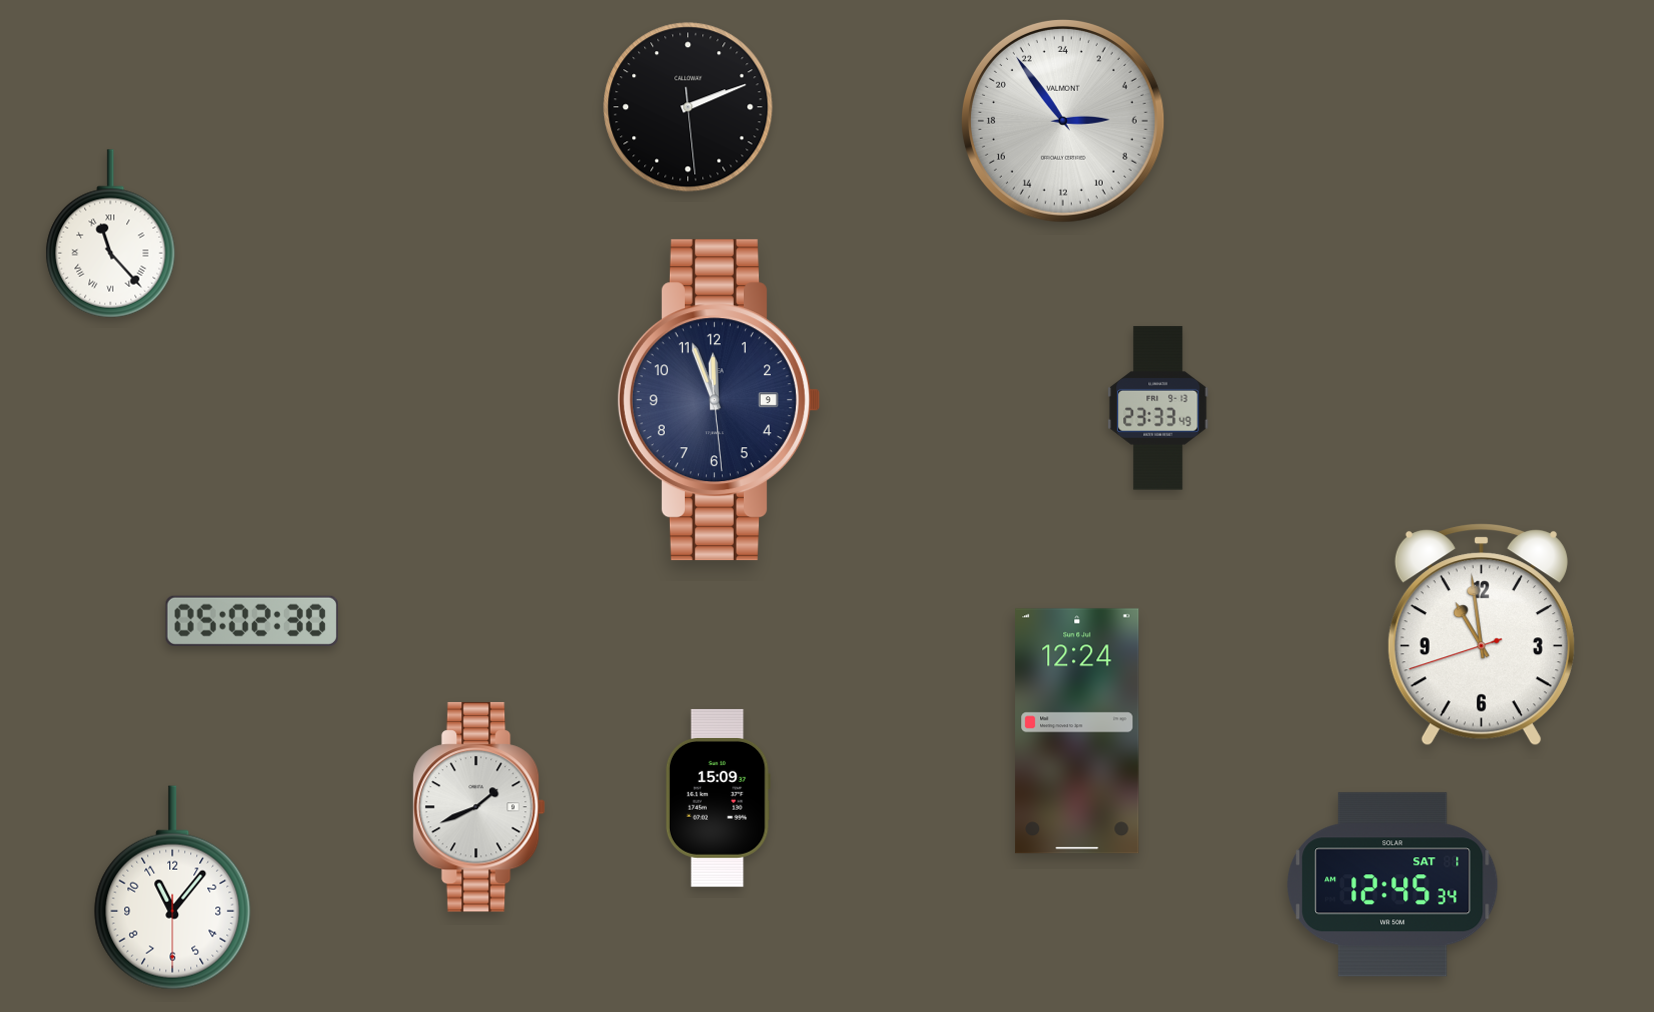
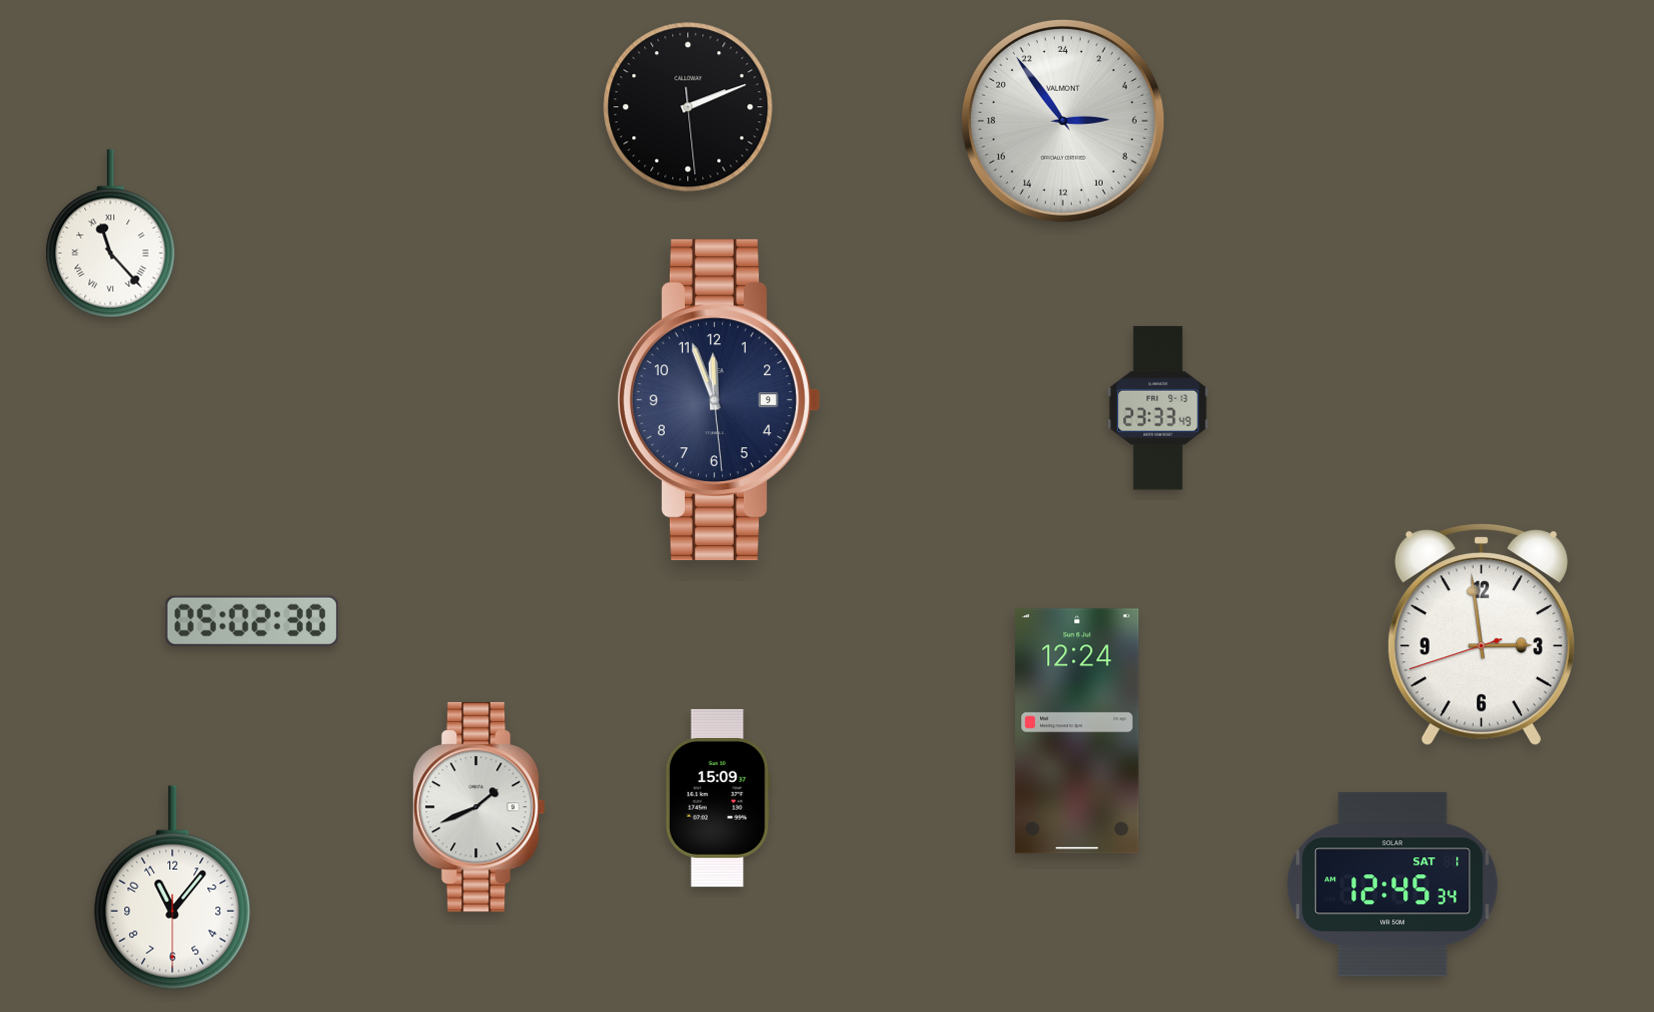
clock at (1481, 635): 10:58 -> 2:58
